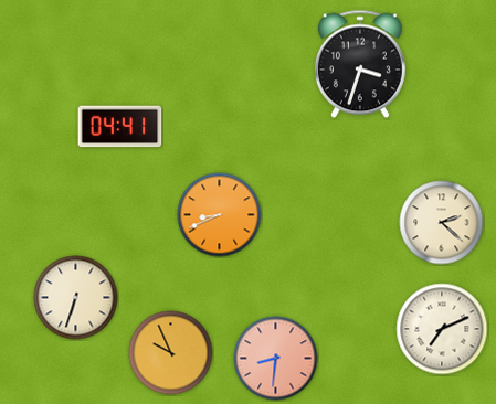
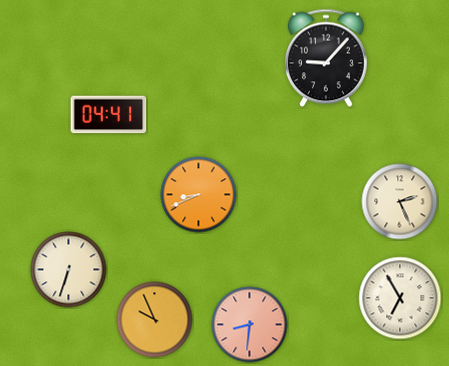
clock at (360, 64): 3:33 -> 9:07
clock at (442, 223): 2:22 -> 2:26
clock at (442, 329): 7:11 -> 6:55
